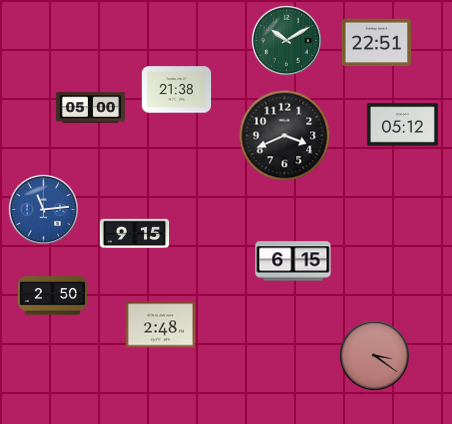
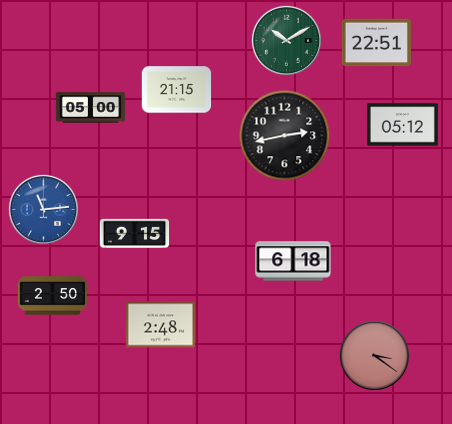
clock at (177, 90): 21:38 -> 21:15
clock at (285, 136): 3:41 -> 2:43
clock at (293, 261): 6:15 -> 6:18
